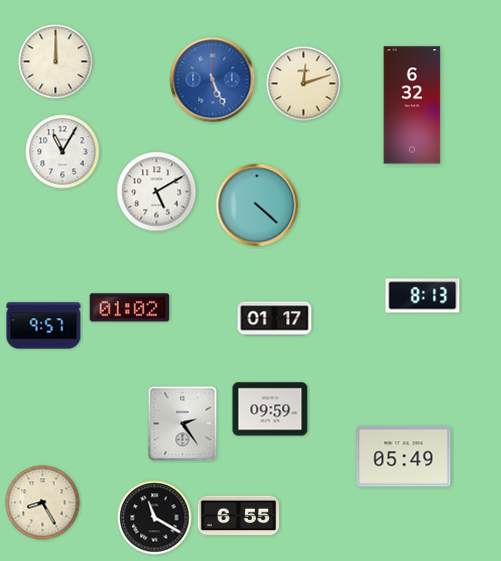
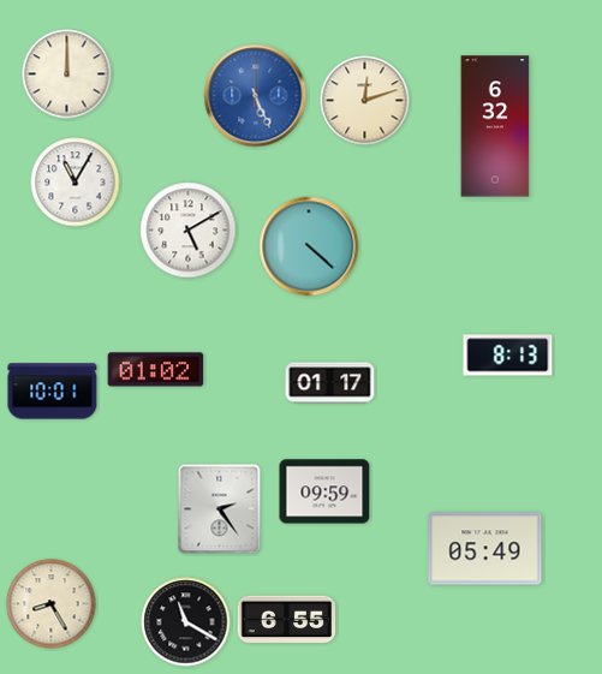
clock at (44, 326): 9:57 -> 10:01
